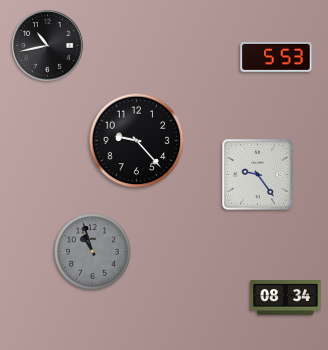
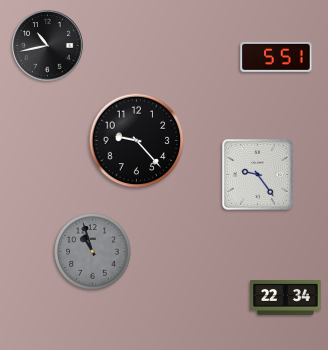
clock at (276, 57): 5:53 -> 5:51
clock at (286, 298): 08:34 -> 22:34
